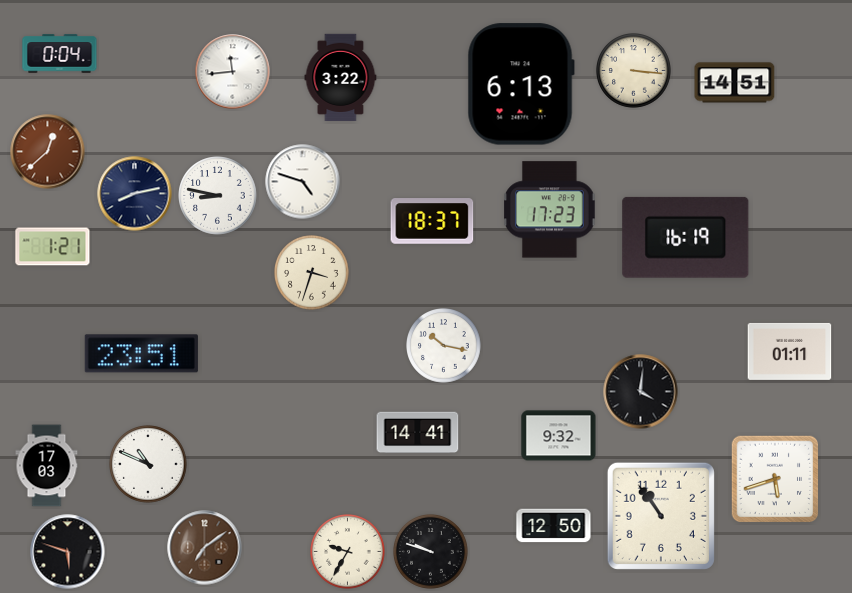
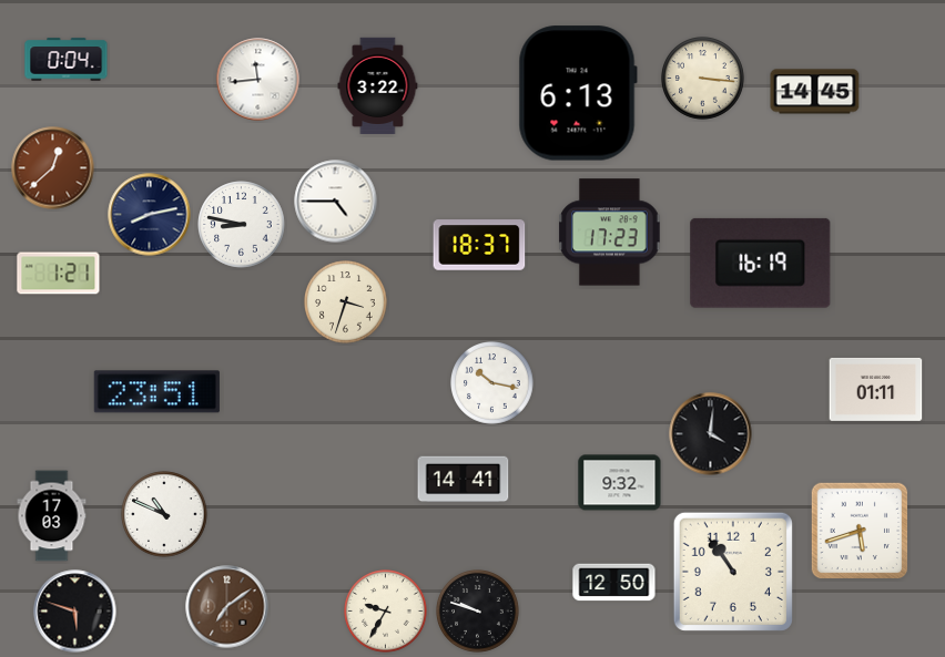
clock at (735, 83): 14:51 -> 14:45
clock at (303, 182): 4:48 -> 4:45
clock at (218, 196) position: (218, 196) -> (242, 225)
